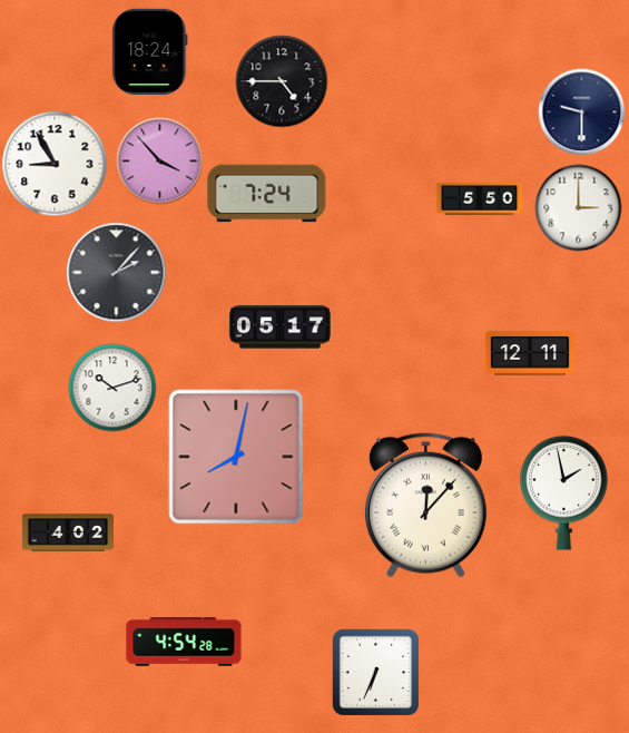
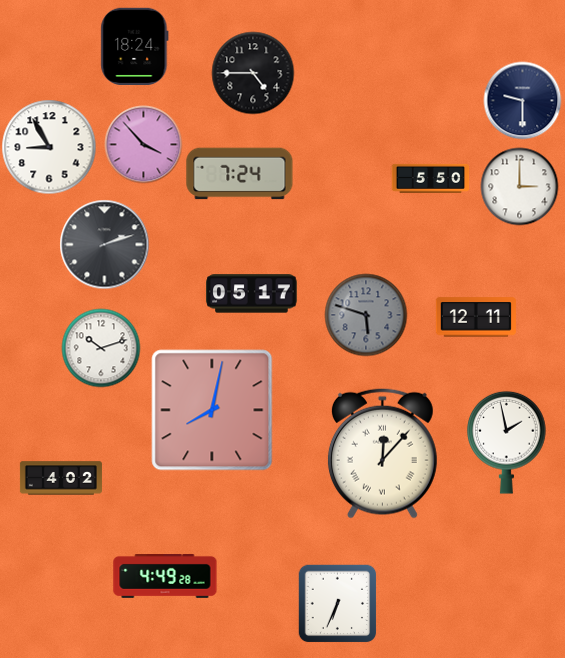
clock at (116, 272): 2:07 -> 2:12
clock at (366, 315): none -> 5:48
clock at (184, 643): 4:54 -> 4:49
